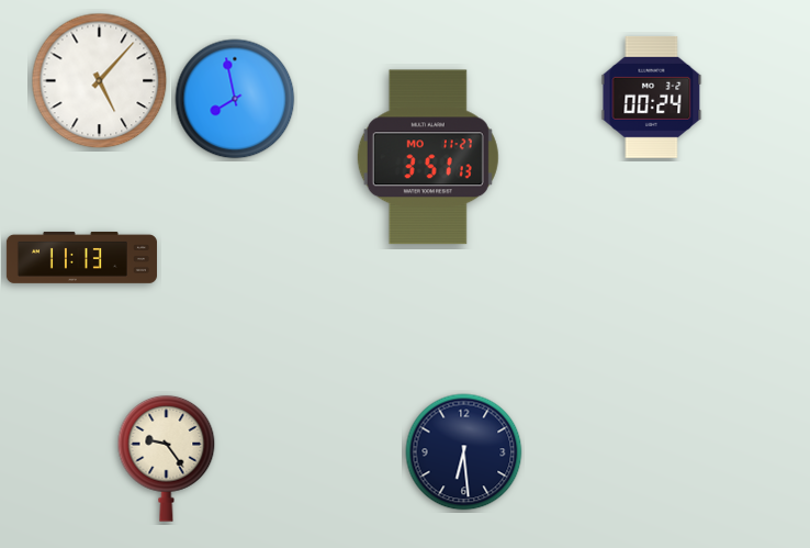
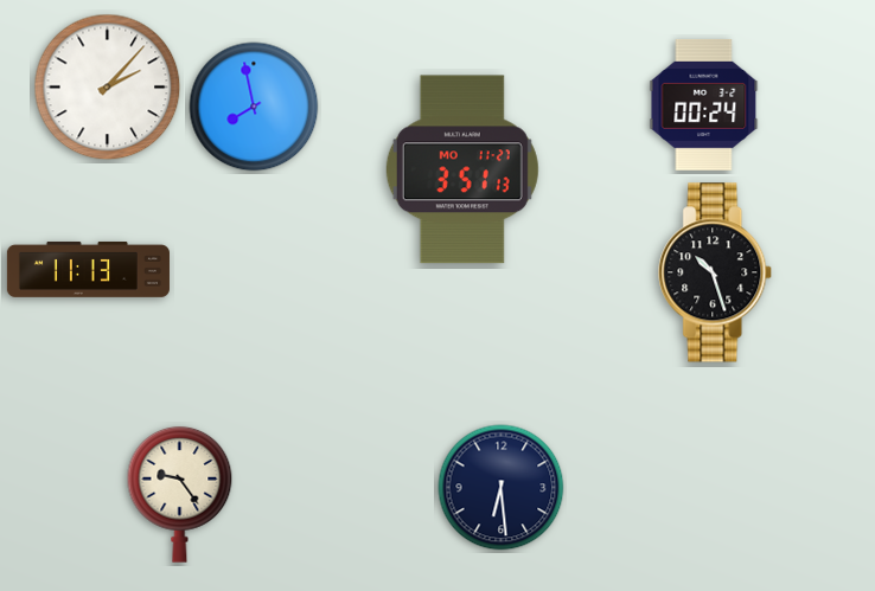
clock at (100, 81): 5:07 -> 2:07
clock at (716, 272): none -> 10:27
clock at (81, 257) position: (81, 257) -> (88, 269)
